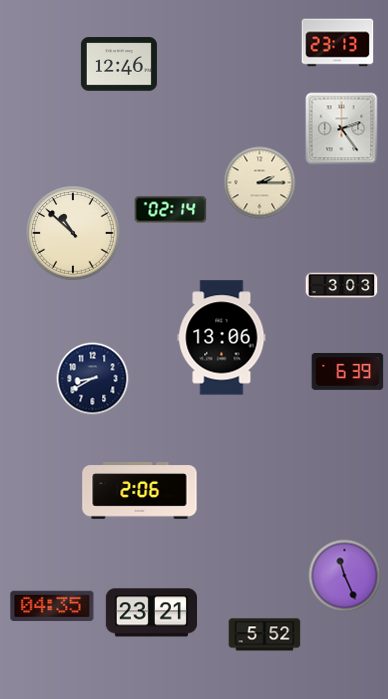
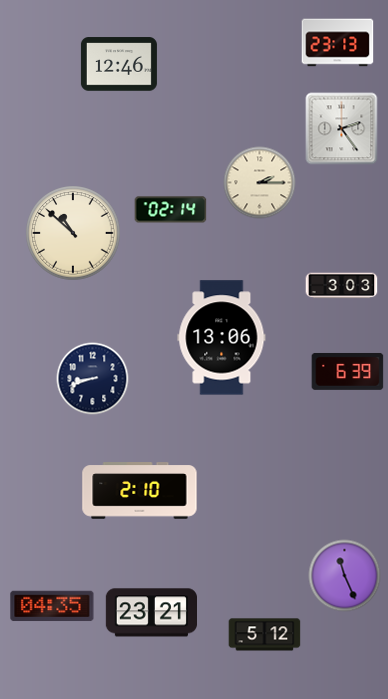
clock at (93, 379): 8:40 -> 8:42
clock at (140, 491): 2:06 -> 2:10
clock at (265, 635): 5:52 -> 5:12
